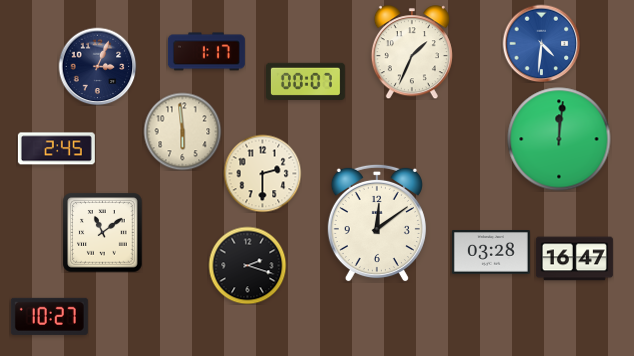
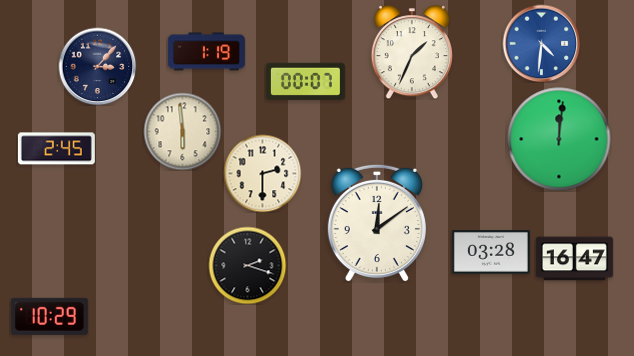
clock at (206, 52): 1:17 -> 1:19
clock at (97, 66): 3:04 -> 3:07
clock at (102, 232): 11:09 -> none
clock at (49, 316): 10:27 -> 10:29
